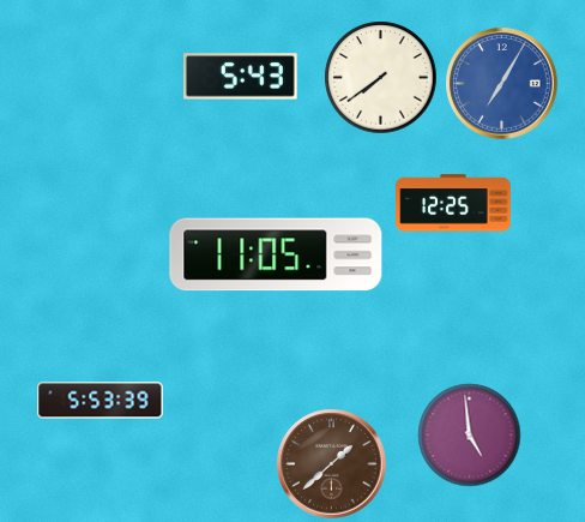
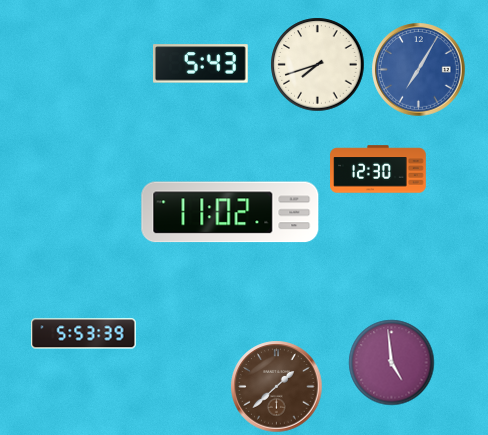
clock at (380, 77): 7:39 -> 7:42
clock at (453, 203): 12:25 -> 12:30
clock at (276, 254): 11:05 -> 11:02
